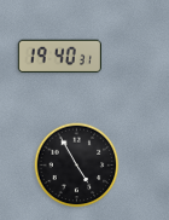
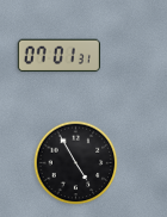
clock at (59, 57): 19:40 -> 07:01
